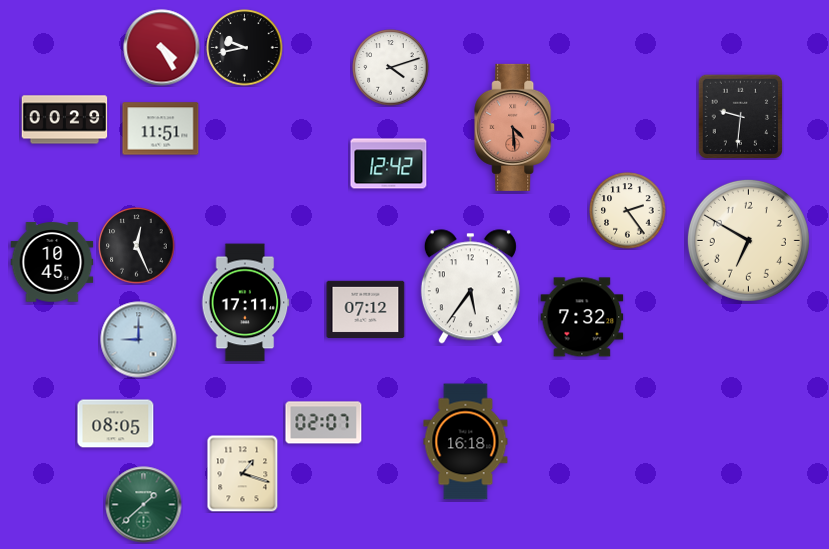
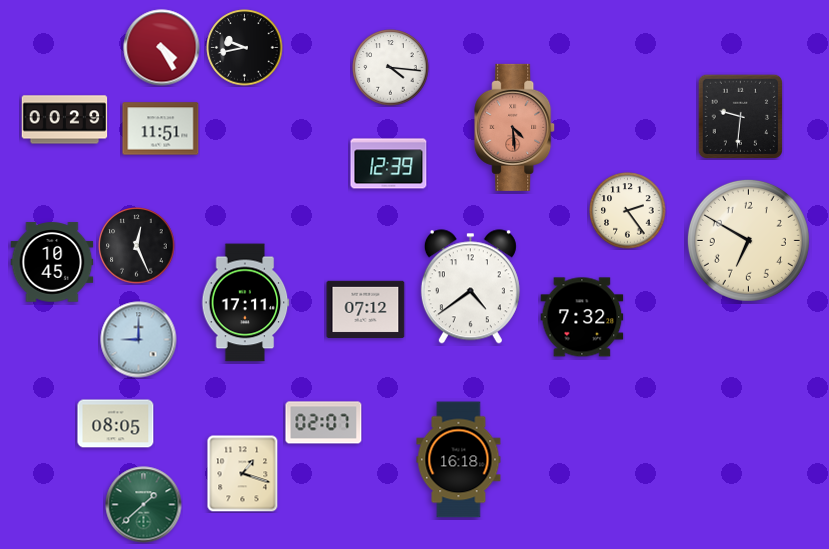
clock at (391, 68): 4:12 -> 4:16
clock at (389, 164): 12:42 -> 12:39
clock at (470, 287): 5:36 -> 4:39
clock at (466, 442) position: (466, 442) -> (459, 460)
